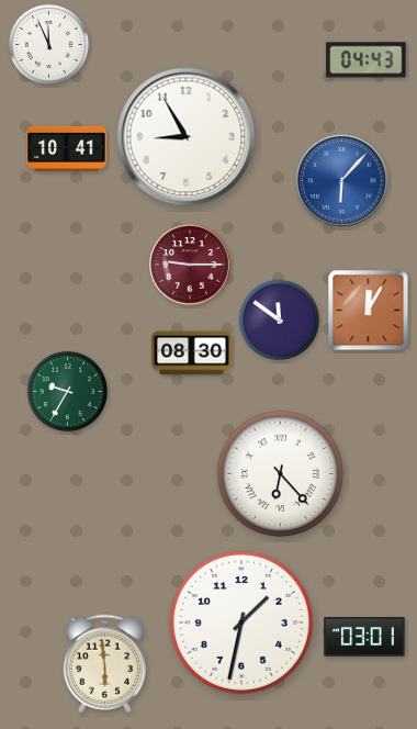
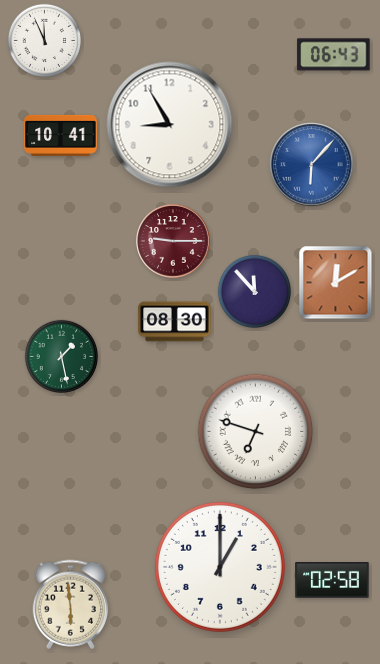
clock at (367, 60): 04:43 -> 06:43
clock at (369, 311): 12:05 -> 12:10
clock at (279, 319): 11:51 -> 11:53
clock at (67, 391): 9:35 -> 1:28
clock at (281, 474): 6:23 -> 6:48
clock at (241, 623): 1:32 -> 1:00
clock at (364, 638): 03:01 -> 02:58
clock at (104, 664) position: (104, 664) -> (70, 605)
